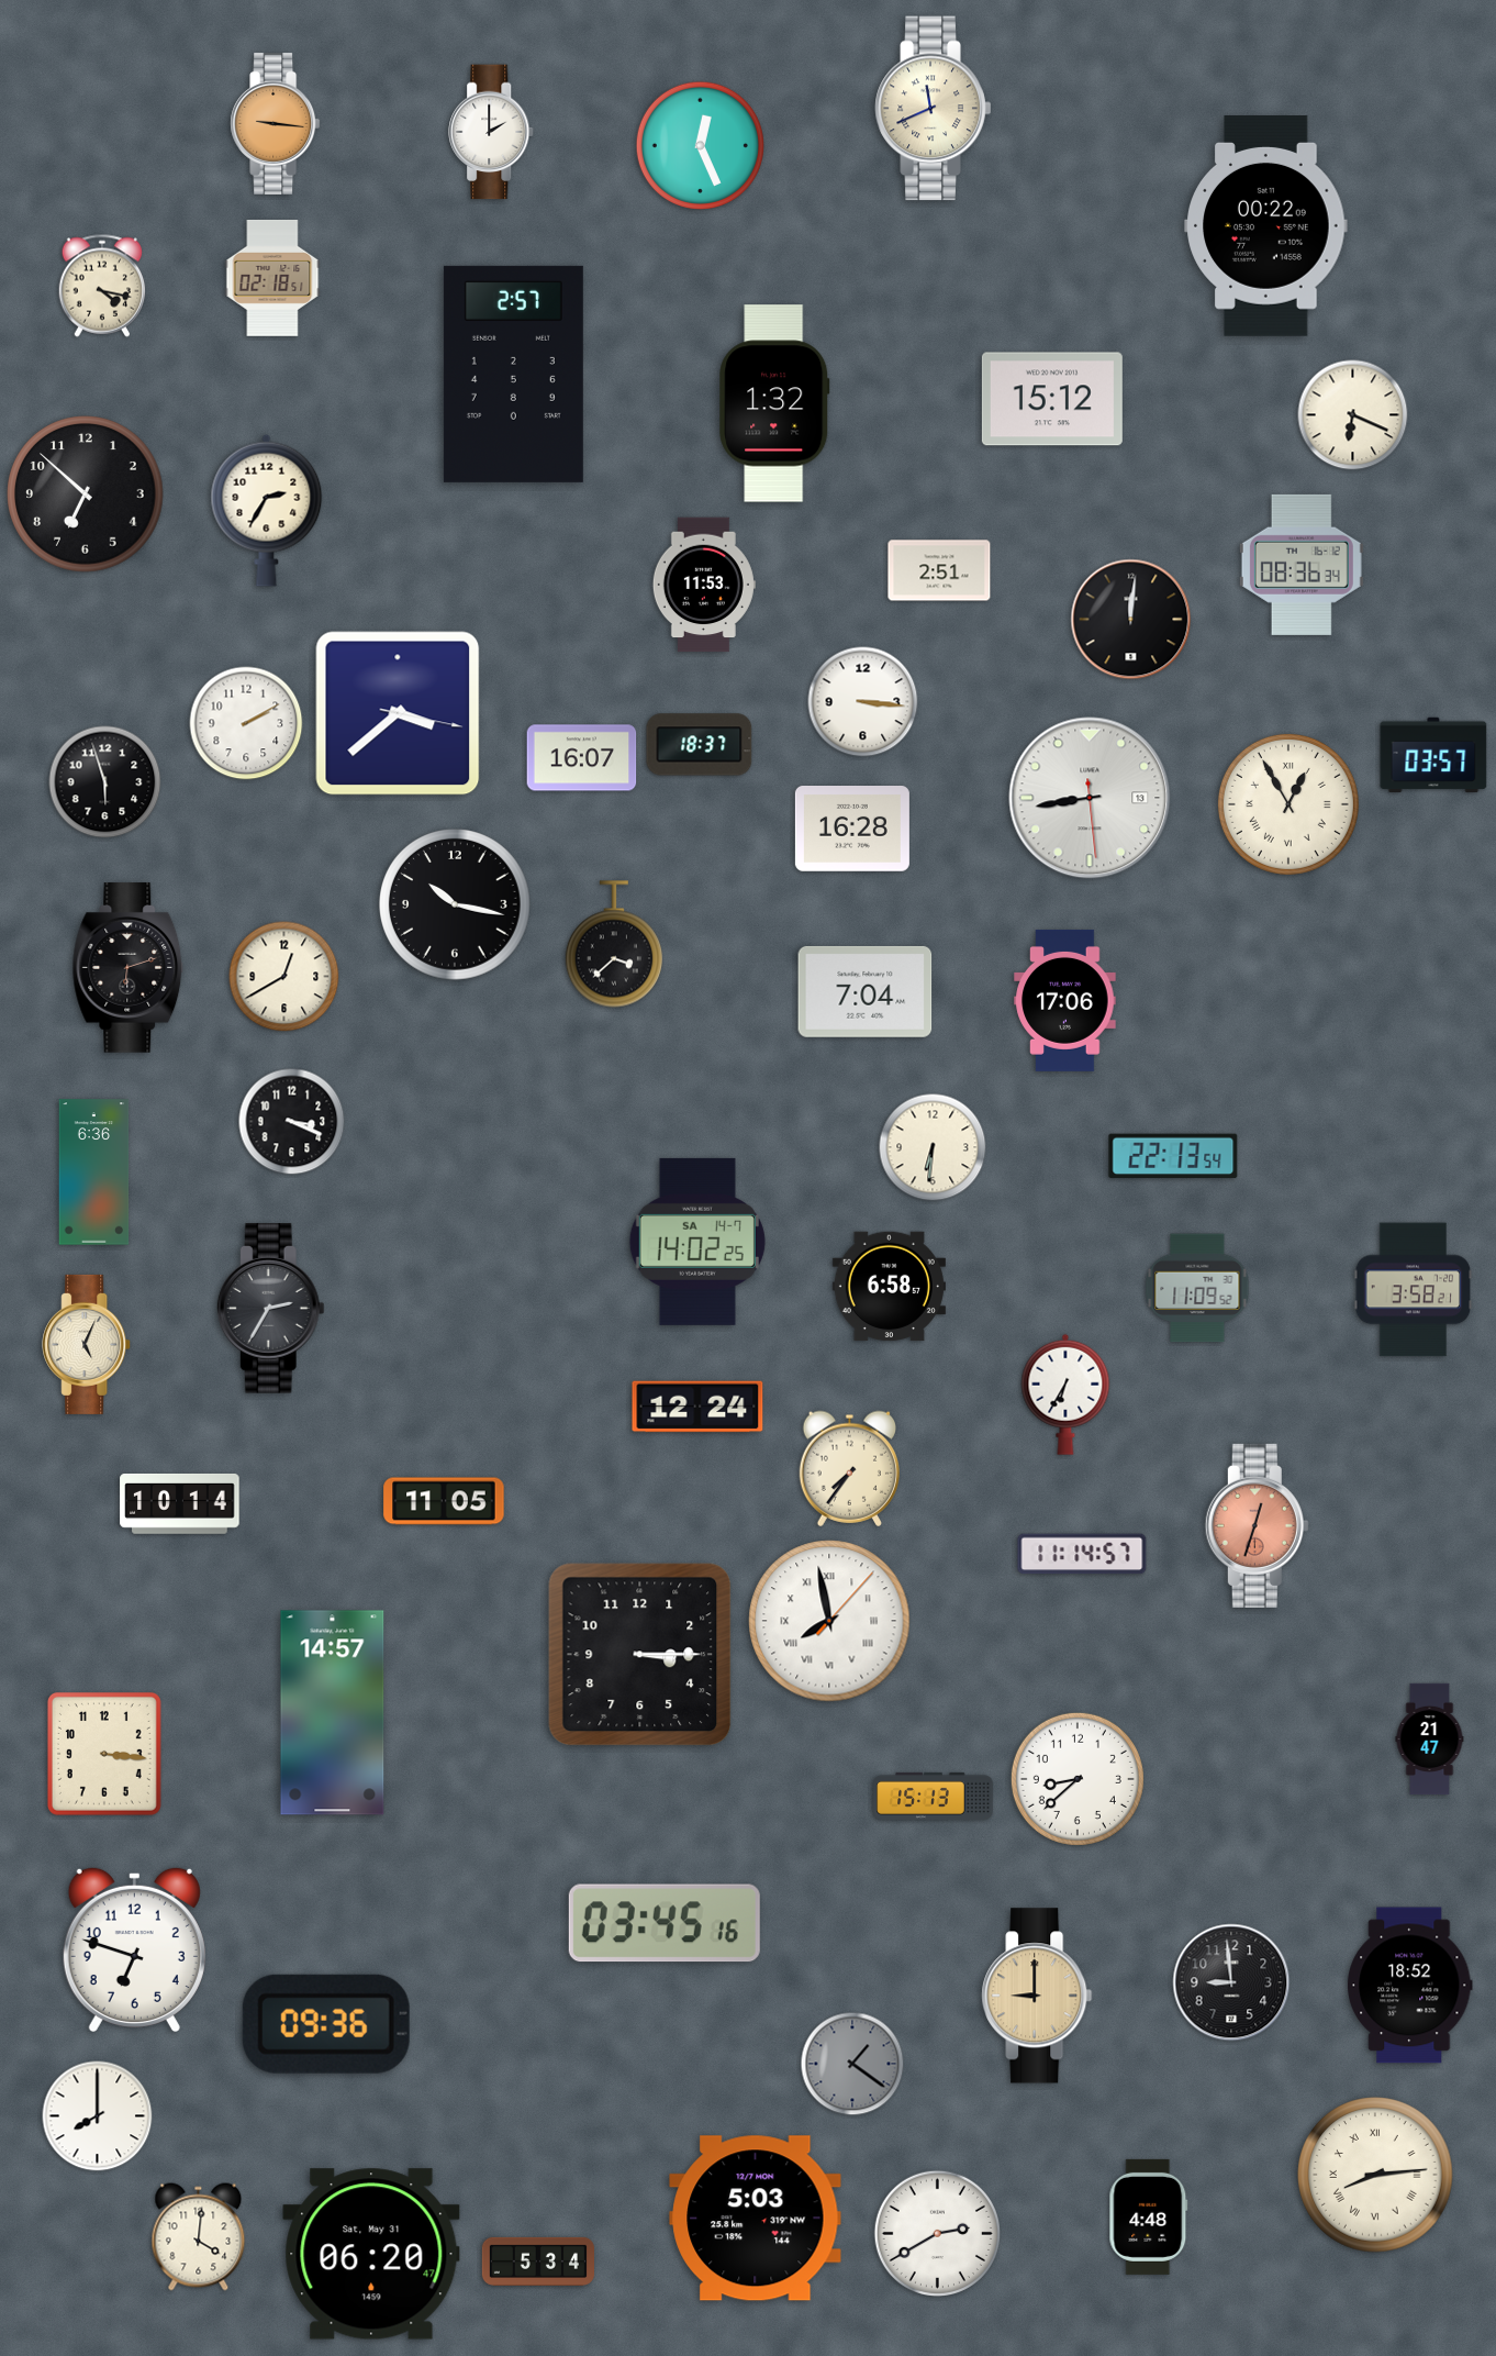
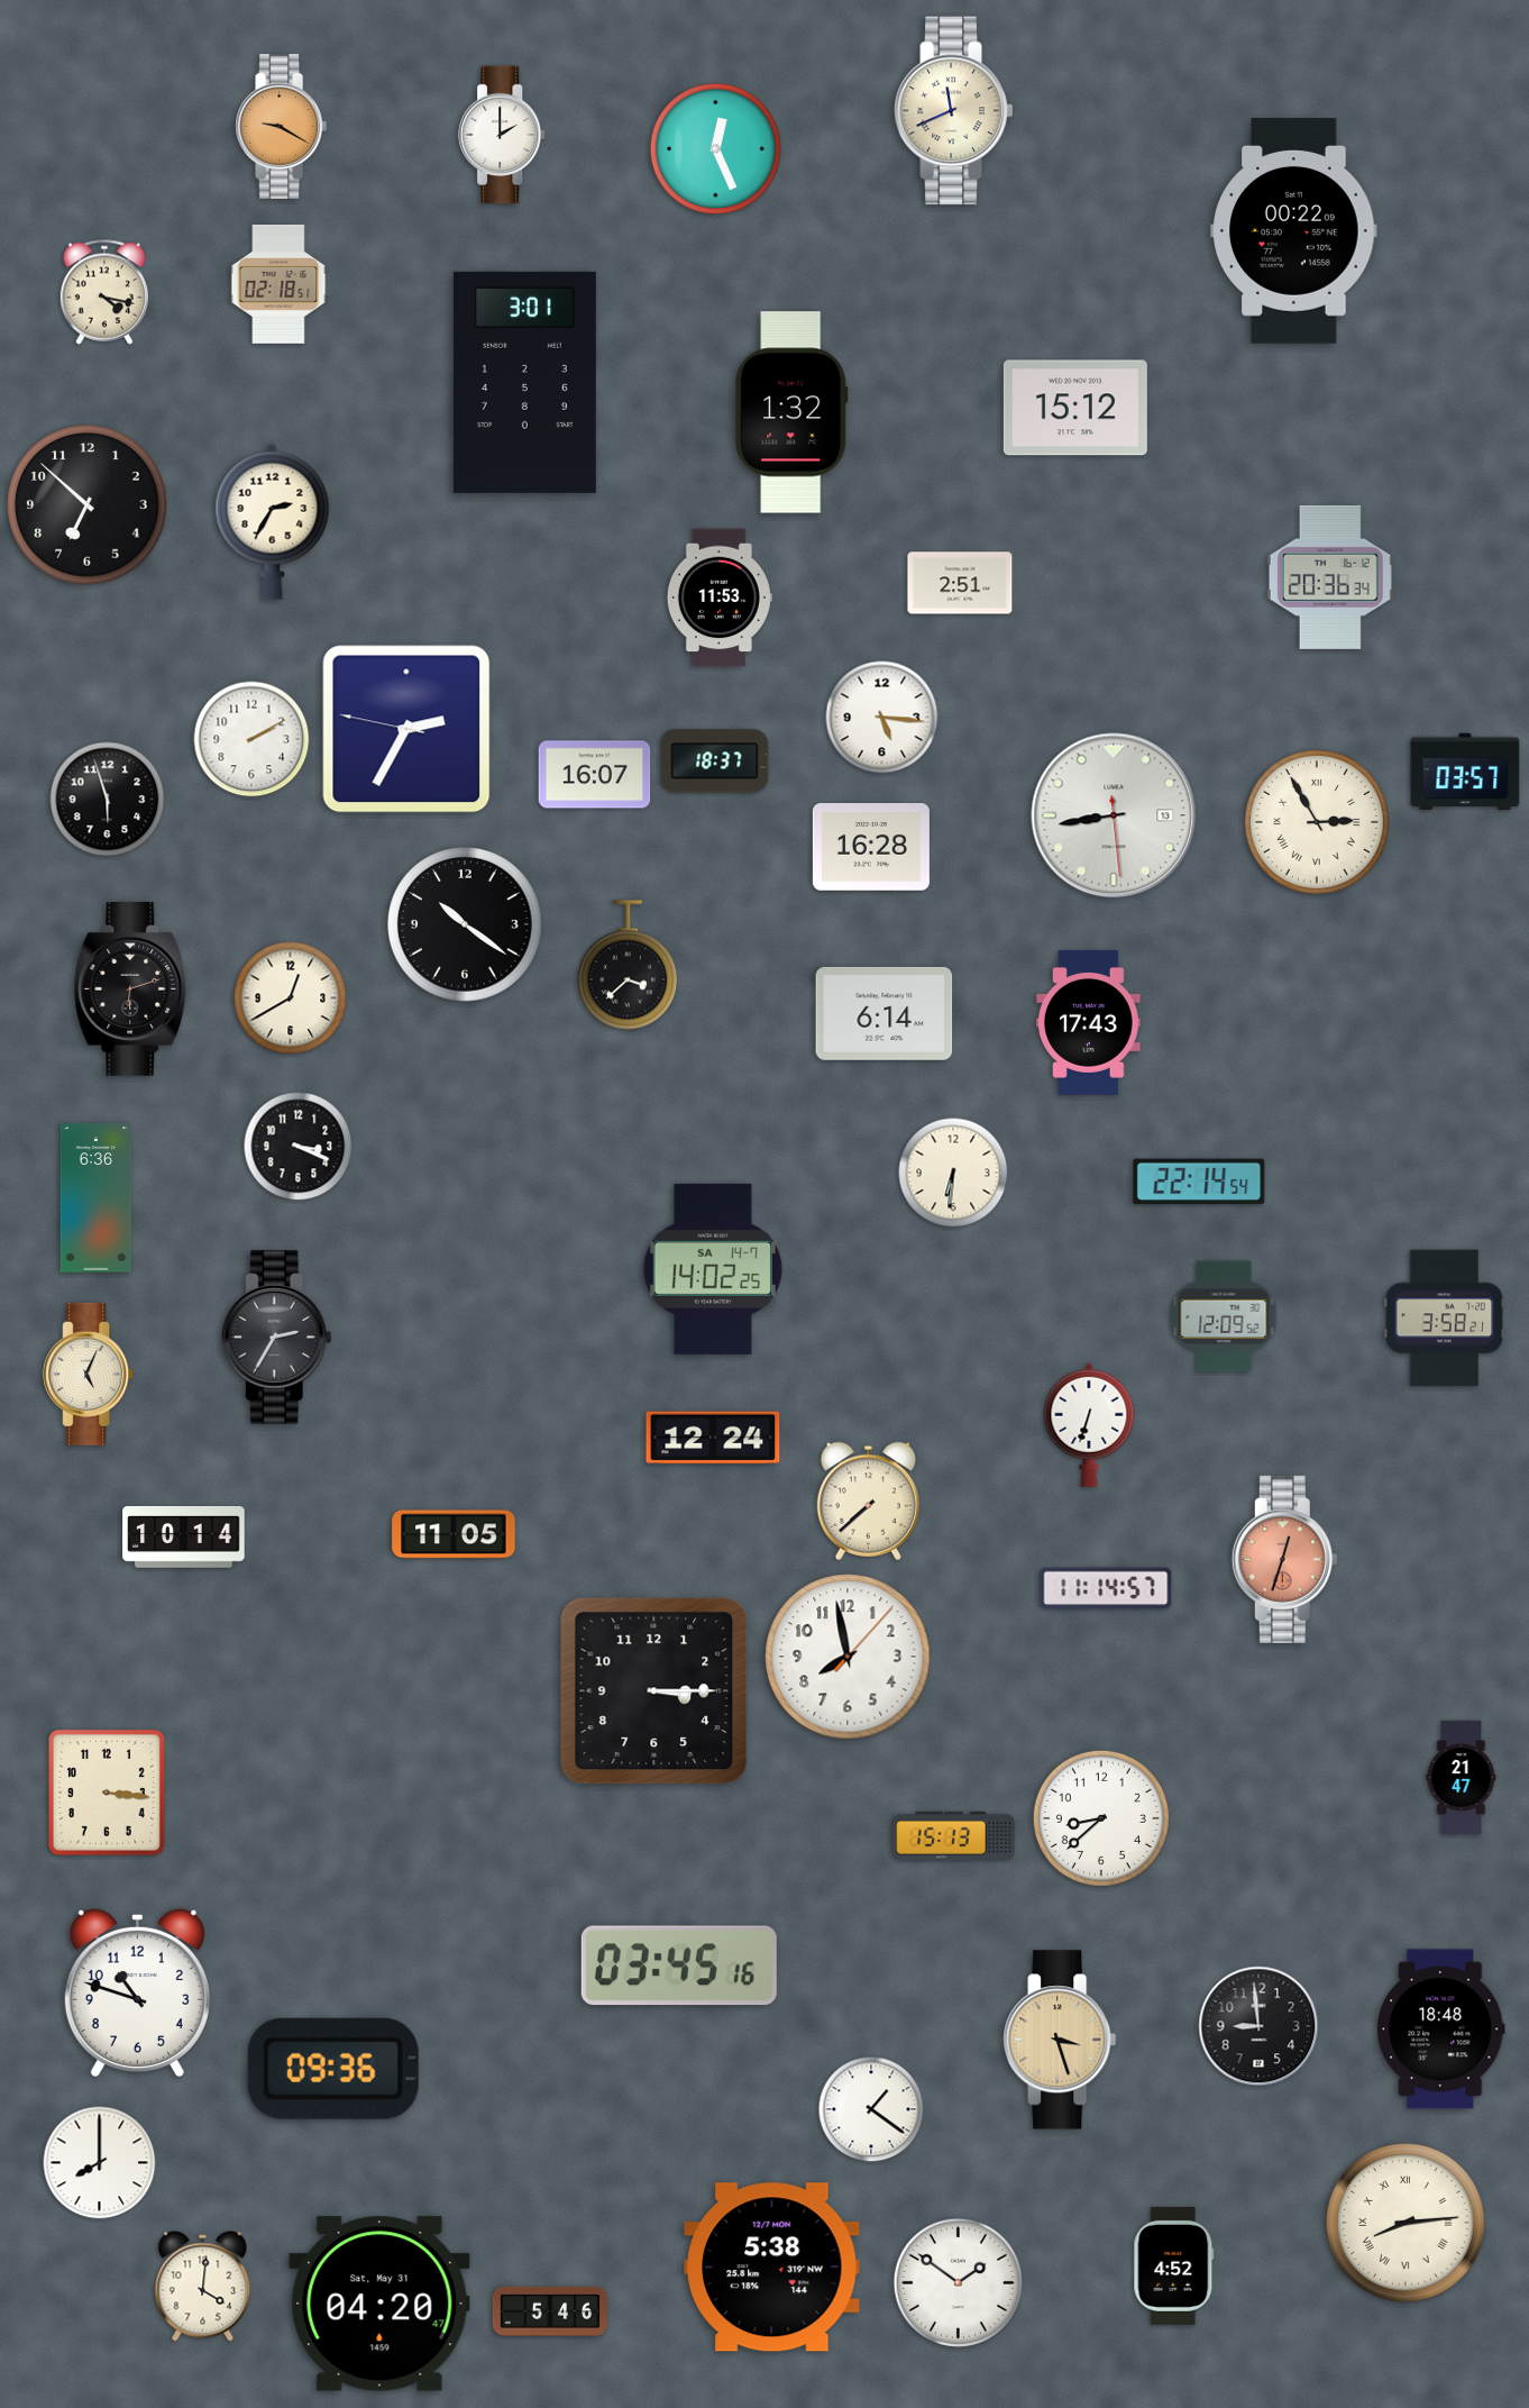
clock at (276, 123): 9:16 -> 9:20
clock at (513, 374): 2:57 -> 3:01
clock at (1353, 415): 6:19 -> none
clock at (1302, 565): 08:36 -> 20:36
clock at (1131, 620): 12:01 -> none
clock at (863, 702): 3:16 -> 5:16
clock at (398, 713): 3:38 -> 2:34
clock at (1288, 804): 12:55 -> 2:55
clock at (456, 905): 10:17 -> 10:21
clock at (866, 991): 7:04 -> 6:14
clock at (1065, 1000): 17:06 -> 17:43
clock at (1173, 1156): 22:13 -> 22:14
clock at (889, 1287): 6:58 -> none
clock at (1197, 1288): 11:09 -> 12:09
clock at (1065, 1394): 6:35 -> 6:33
clock at (849, 1468): 7:36 -> 7:38
clock at (829, 1621) numerals: Roman -> Arabic
clock at (333, 1713): 14:57 -> none
clock at (134, 1948): 6:48 -> 10:48
clock at (1410, 1986): 18:52 -> 18:48
clock at (1037, 1996): 9:00 -> 3:27
clock at (852, 2064) dial: grey -> white
clock at (1149, 2216): 4:48 -> 4:52
clock at (756, 2219): 5:03 -> 5:38
clock at (937, 2233): 2:40 -> 1:51
clock at (371, 2254): 06:20 -> 04:20
clock at (537, 2261): 5:34 -> 5:46
